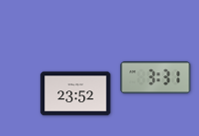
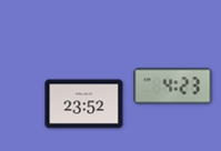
clock at (156, 78): 3:31 -> 4:23
